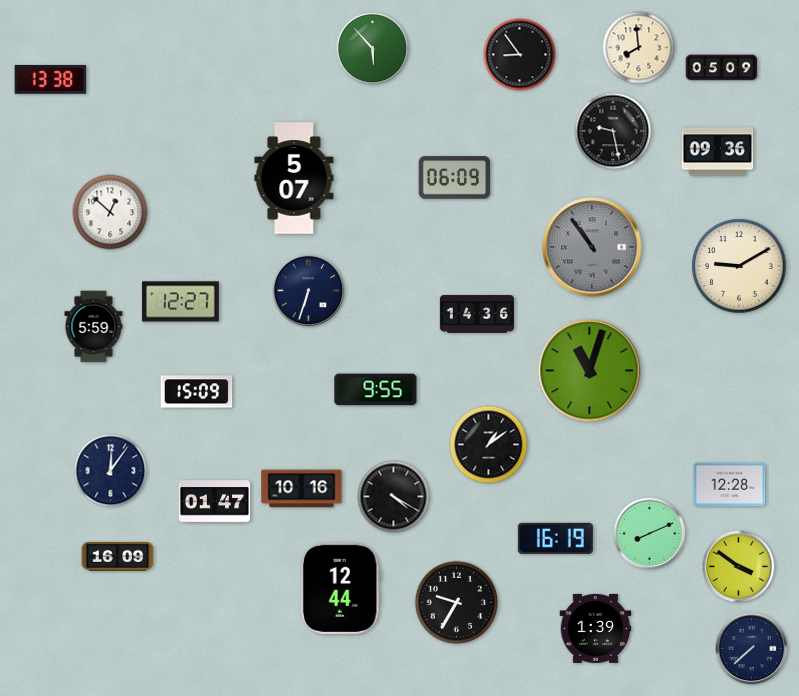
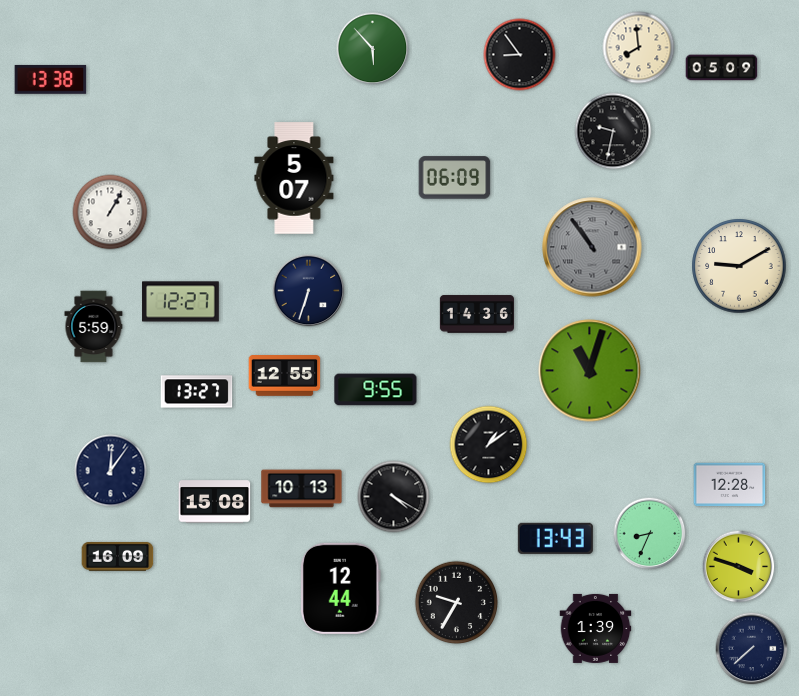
clock at (613, 131): 9:28 -> 9:32
clock at (718, 152): 09:36 -> none
clock at (110, 212): 12:52 -> 1:05
clock at (285, 376): none -> 12:55
clock at (197, 392): 15:09 -> 13:27
clock at (302, 489): 10:16 -> 10:13
clock at (215, 502): 01:47 -> 15:08
clock at (650, 534): 8:11 -> 8:34
clock at (555, 538): 16:19 -> 13:43
clock at (739, 567): 3:51 -> 3:48
